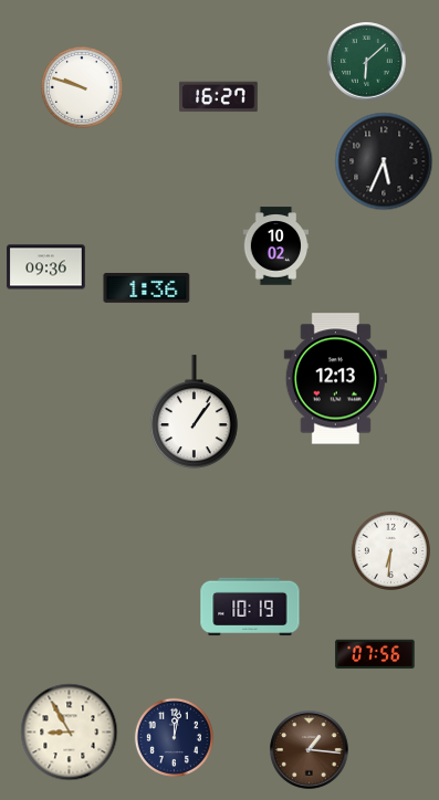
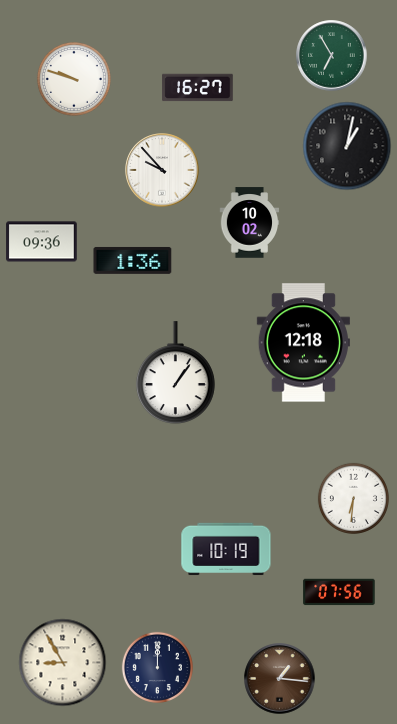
clock at (367, 62): 6:08 -> 6:55
clock at (384, 161): 5:34 -> 1:02
clock at (162, 170): none -> 9:53
clock at (335, 379): 12:13 -> 12:18
clock at (174, 737): 12:02 -> 12:00
